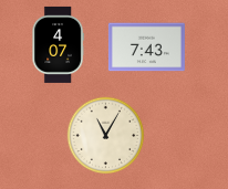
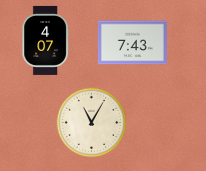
clock at (58, 44) position: (58, 44) -> (45, 40)
clock at (106, 136) position: (106, 136) -> (92, 123)
